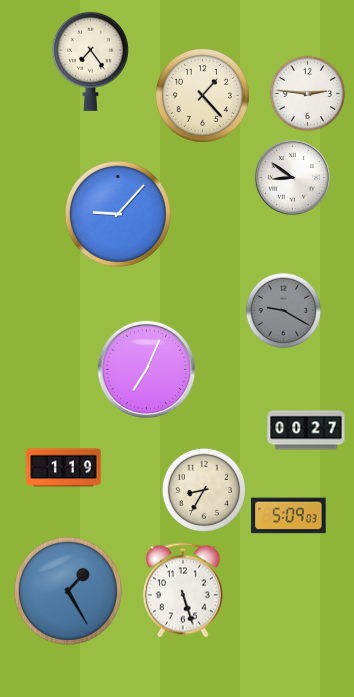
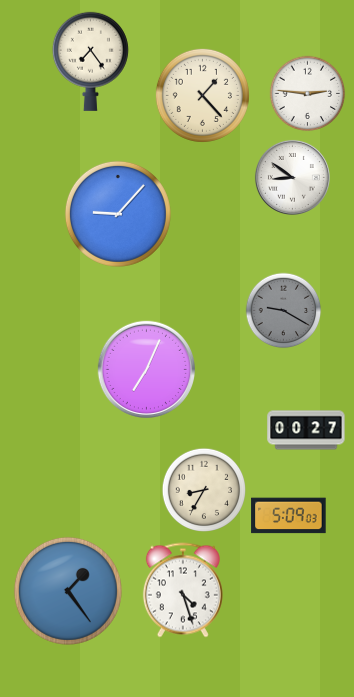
clock at (64, 468): 1:19 -> none
clock at (183, 590): 5:27 -> 4:27
clock at (68, 591): 1:25 -> 1:24
